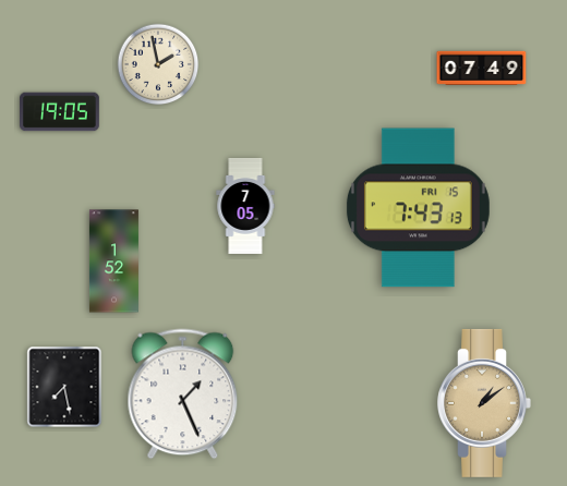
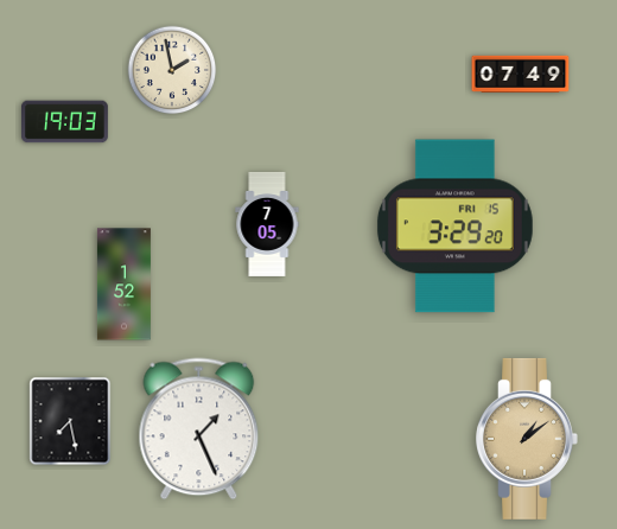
clock at (482, 68) position: (482, 68) -> (521, 74)
clock at (60, 112): 19:05 -> 19:03
clock at (418, 208): 7:43 -> 3:29
